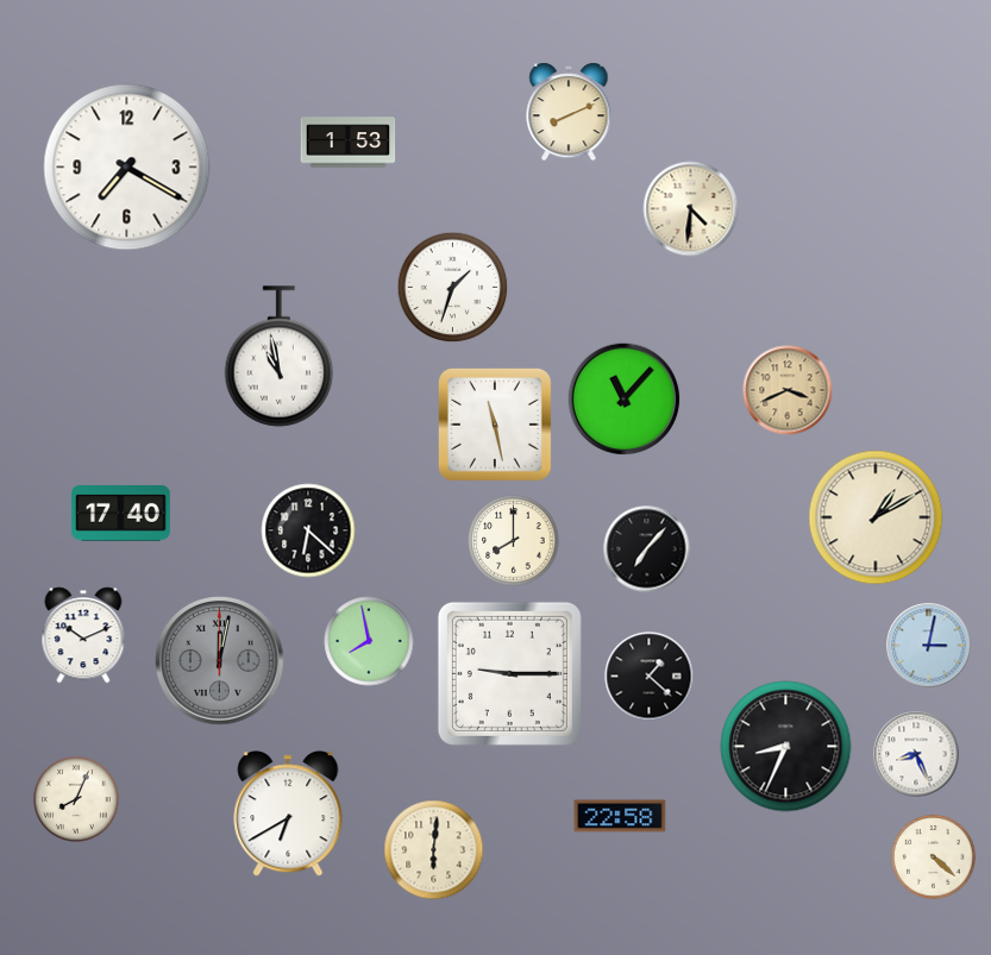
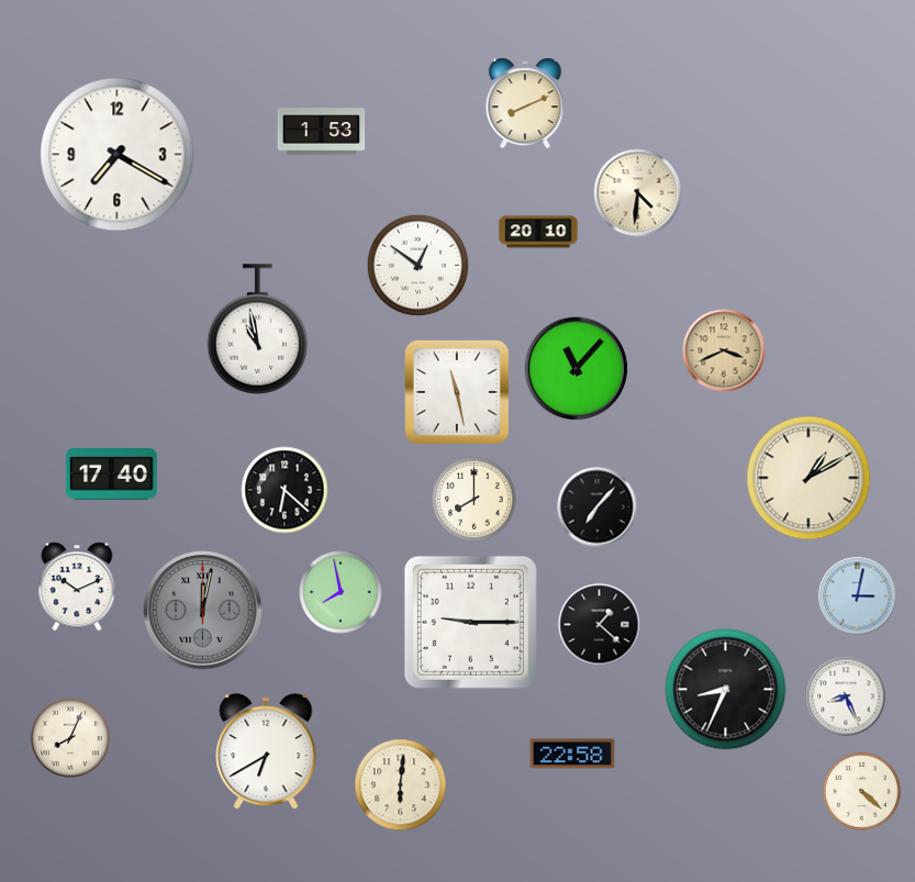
clock at (538, 232): none -> 20:10
clock at (453, 288): 1:33 -> 12:51
clock at (788, 390) position: (788, 390) -> (724, 350)
